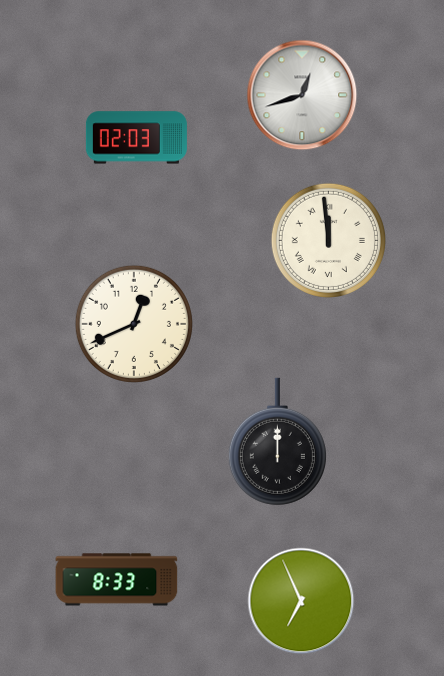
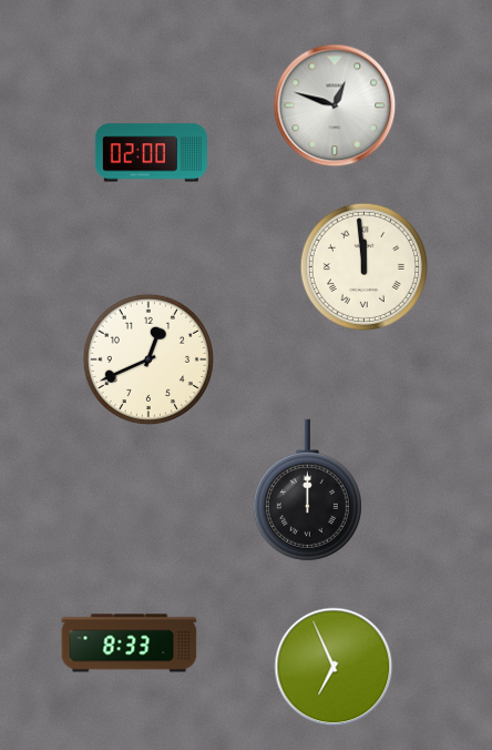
clock at (302, 95): 12:42 -> 12:48
clock at (136, 138): 02:03 -> 02:00
